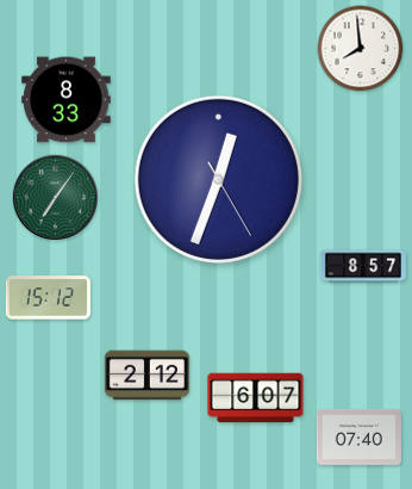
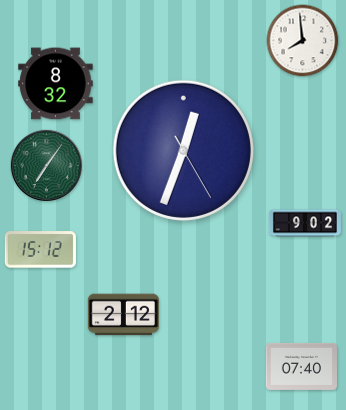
clock at (67, 100): 8:33 -> 8:32
clock at (363, 266): 8:57 -> 9:02
clock at (256, 398): 6:07 -> none
